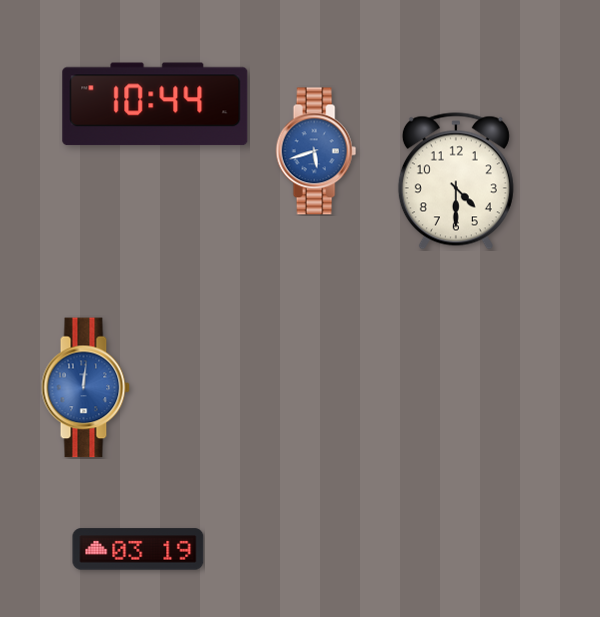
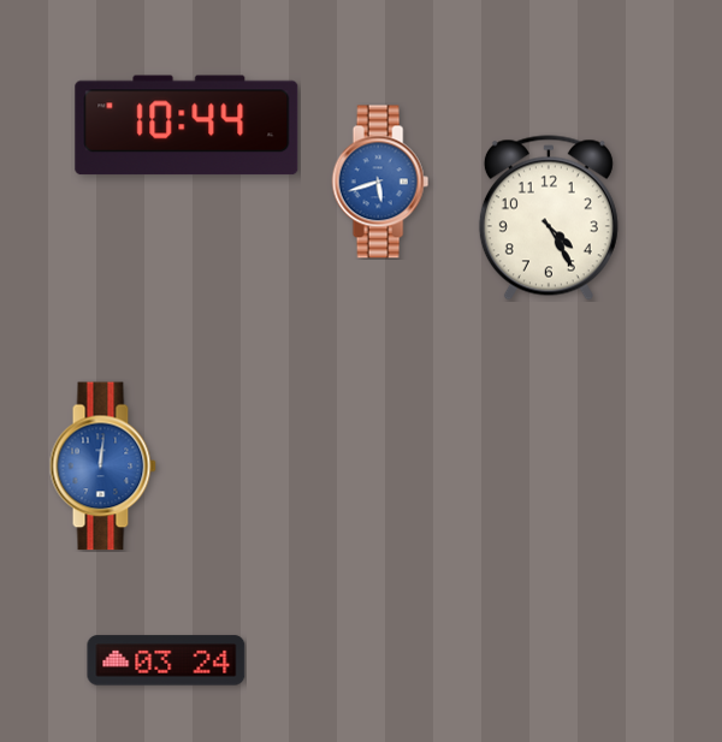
clock at (456, 181): 4:30 -> 4:25
clock at (138, 549): 03:19 -> 03:24
